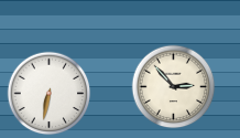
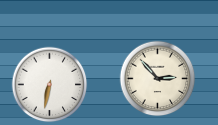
clock at (50, 94) position: (50, 94) -> (50, 85)
